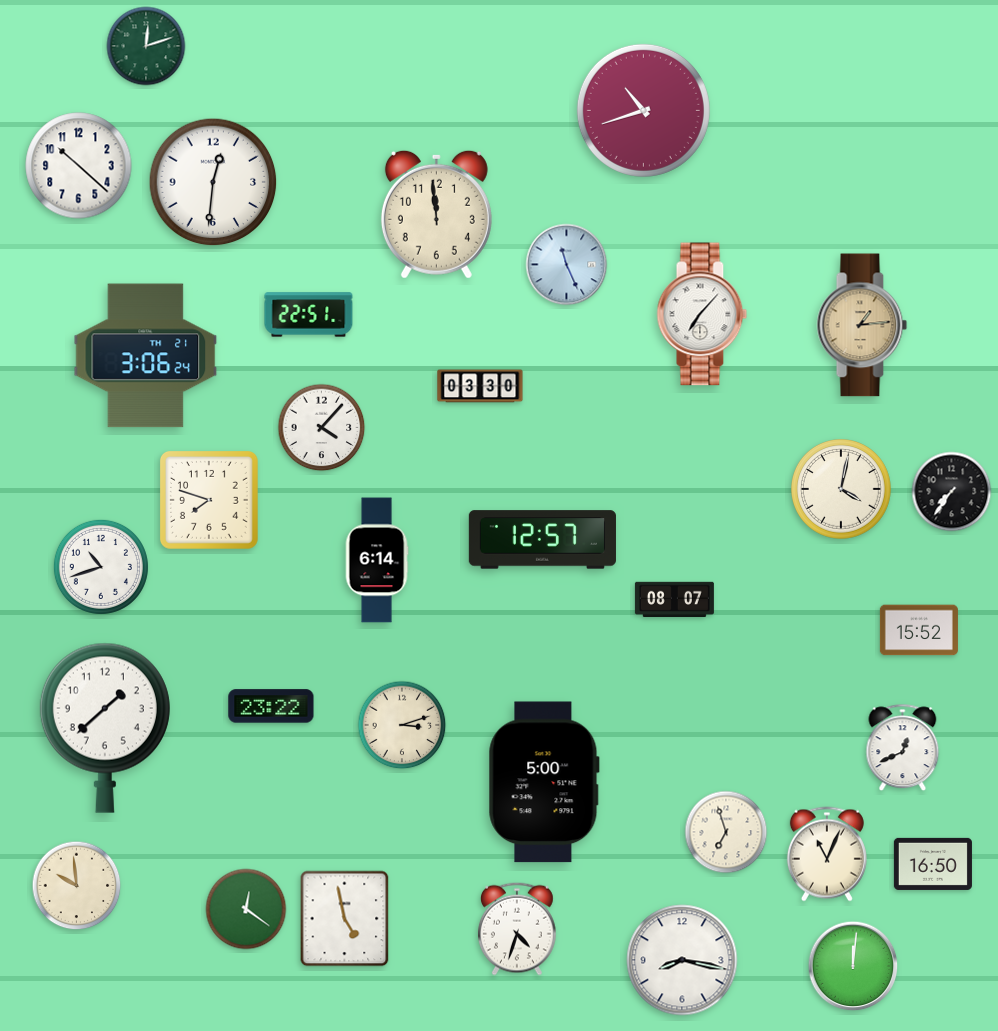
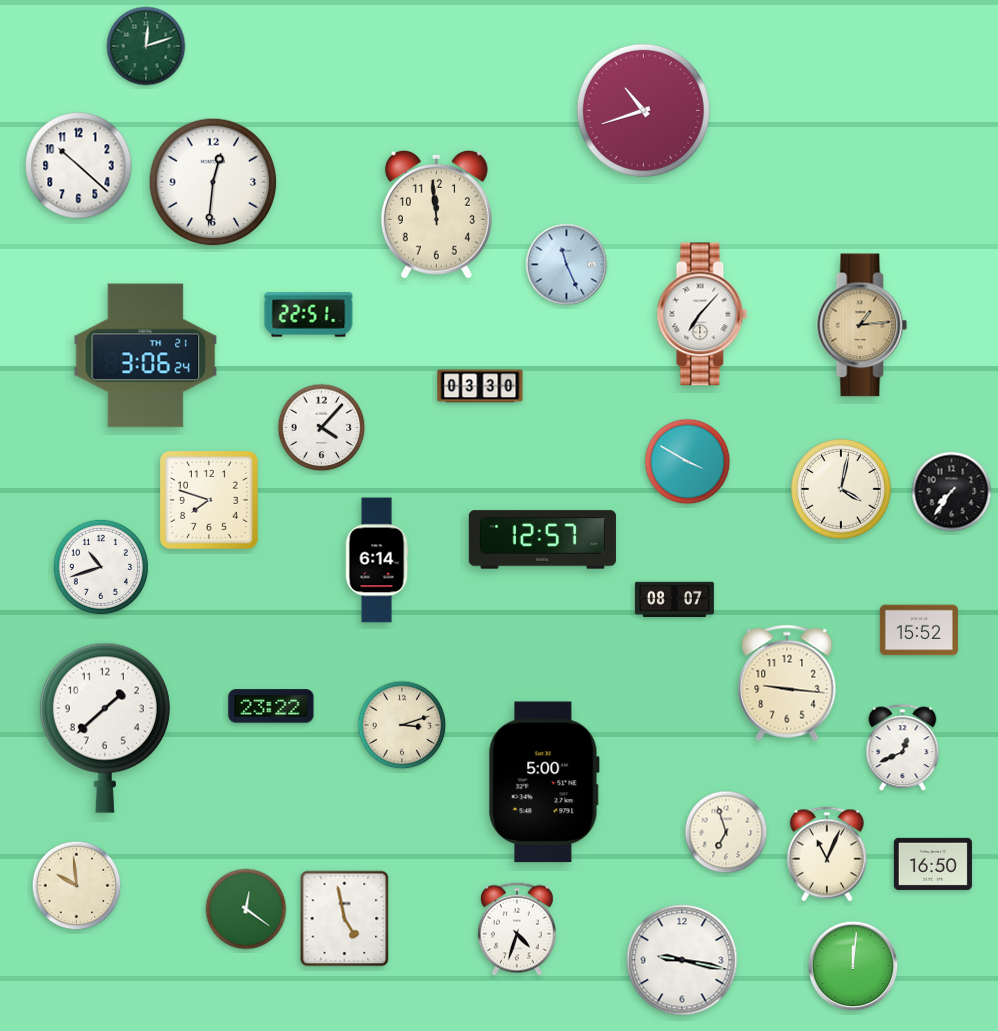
clock at (688, 462): none -> 3:50
clock at (787, 683): none -> 9:16
clock at (682, 960): 8:17 -> 9:17
